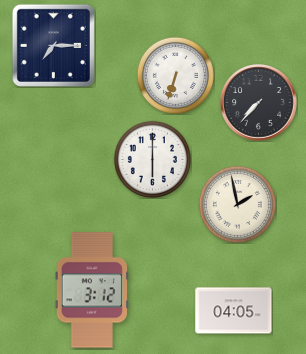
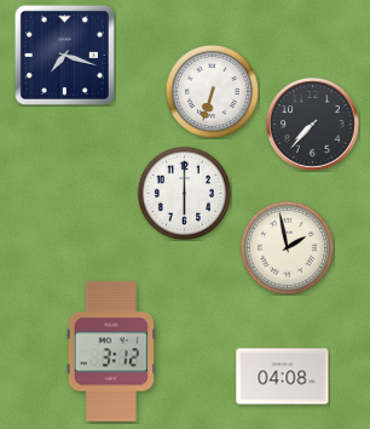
clock at (53, 45): 7:15 -> 7:18
clock at (234, 311): 04:05 -> 04:08
